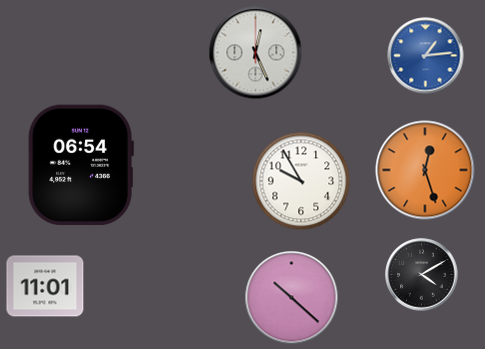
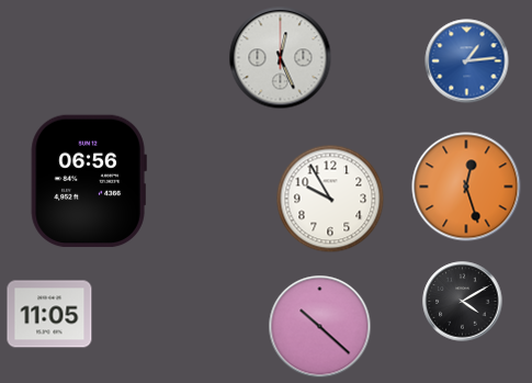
clock at (81, 165): 06:54 -> 06:56
clock at (45, 286): 11:01 -> 11:05
